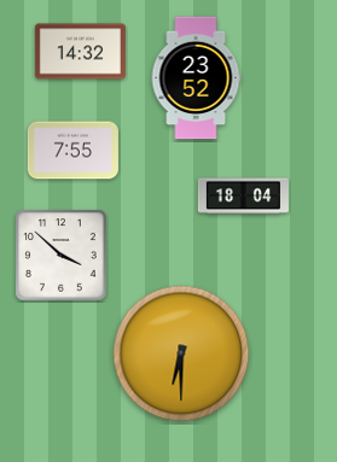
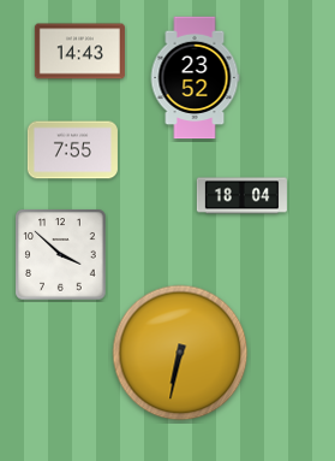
clock at (80, 52): 14:32 -> 14:43
clock at (181, 353): 6:30 -> 6:32
